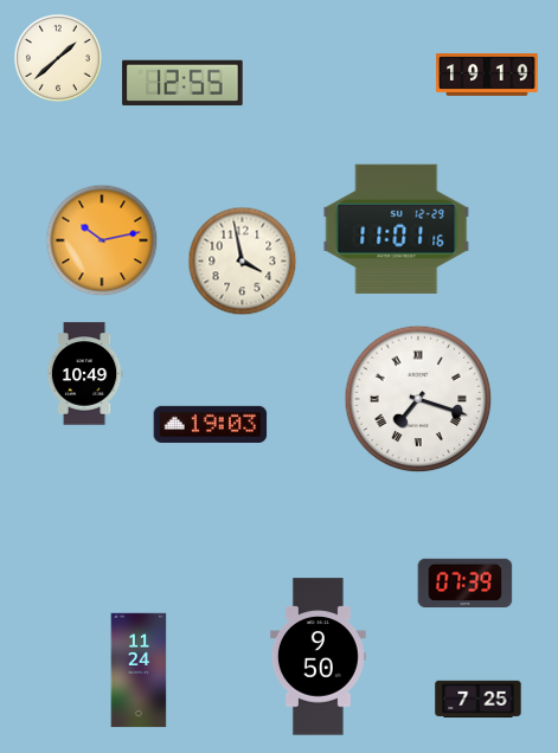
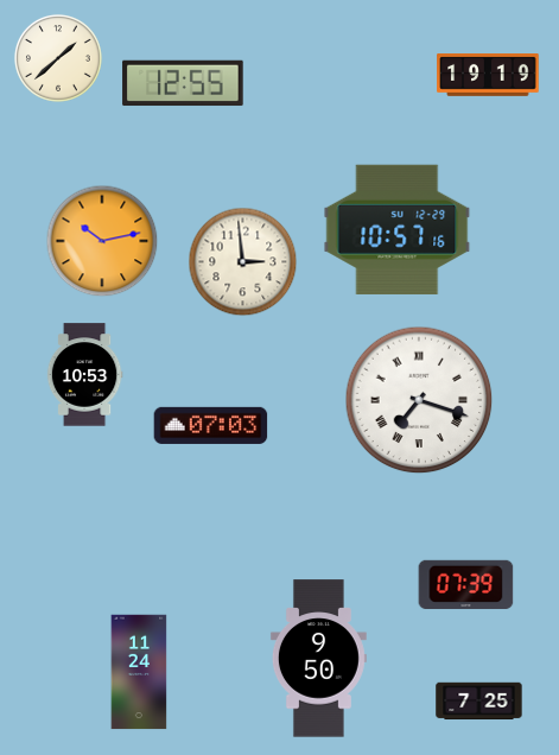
clock at (397, 229): 11:01 -> 10:57
clock at (243, 262): 3:58 -> 2:59
clock at (84, 374): 10:49 -> 10:53
clock at (211, 424): 19:03 -> 07:03
